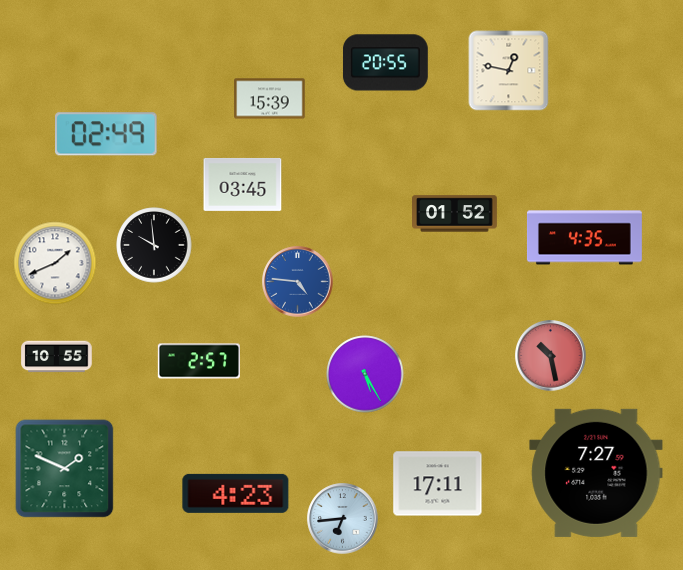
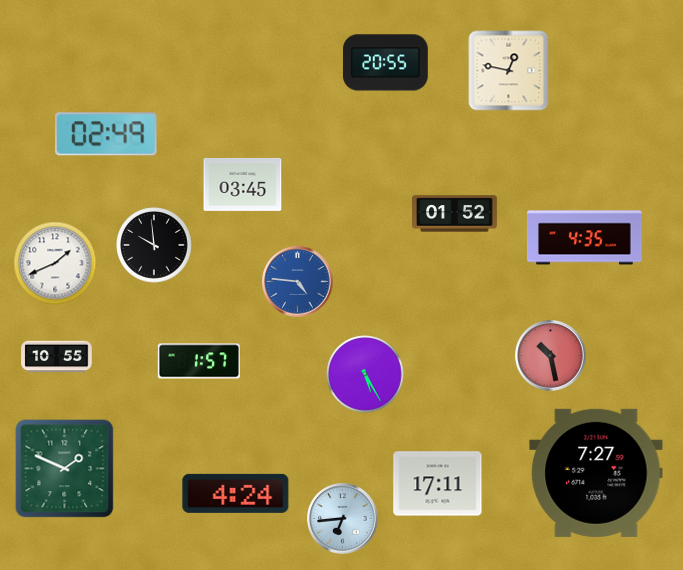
clock at (270, 99): 15:39 -> none
clock at (198, 361): 2:57 -> 1:57
clock at (236, 493): 4:23 -> 4:24
